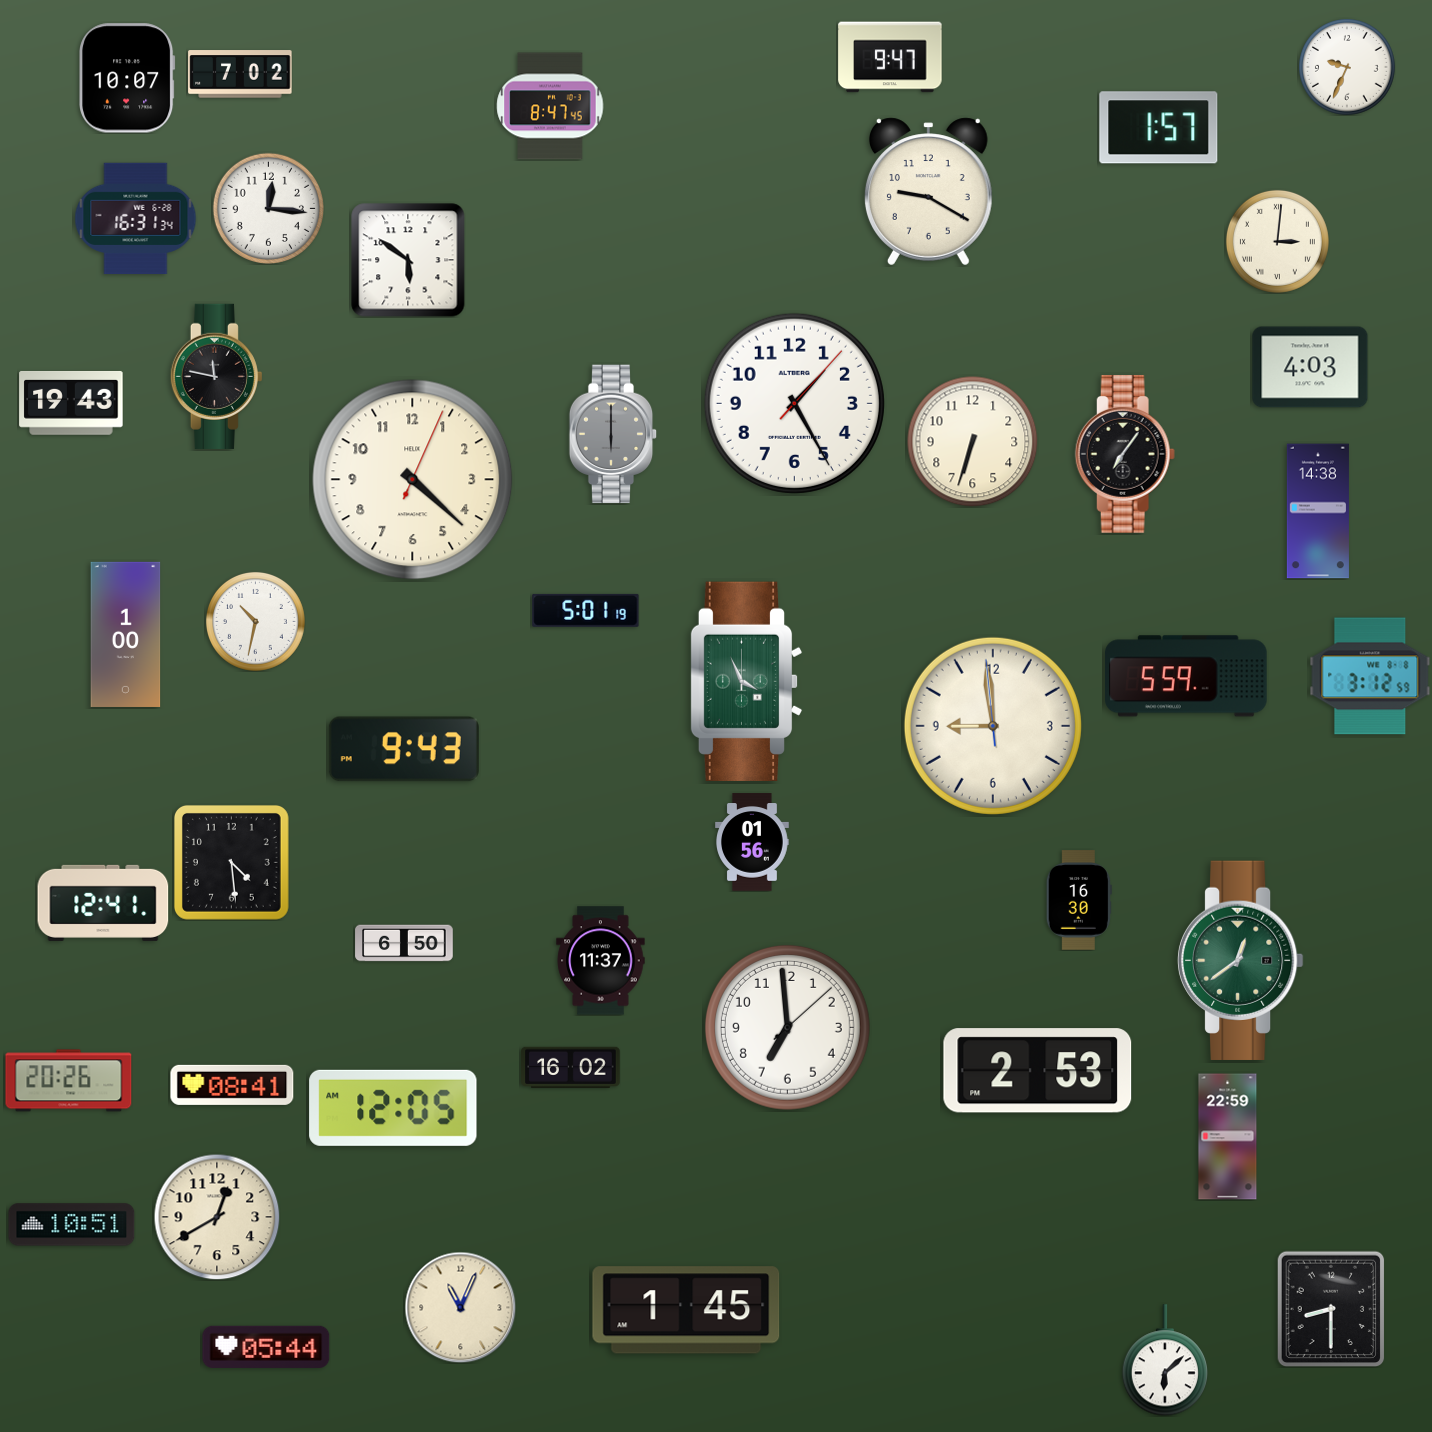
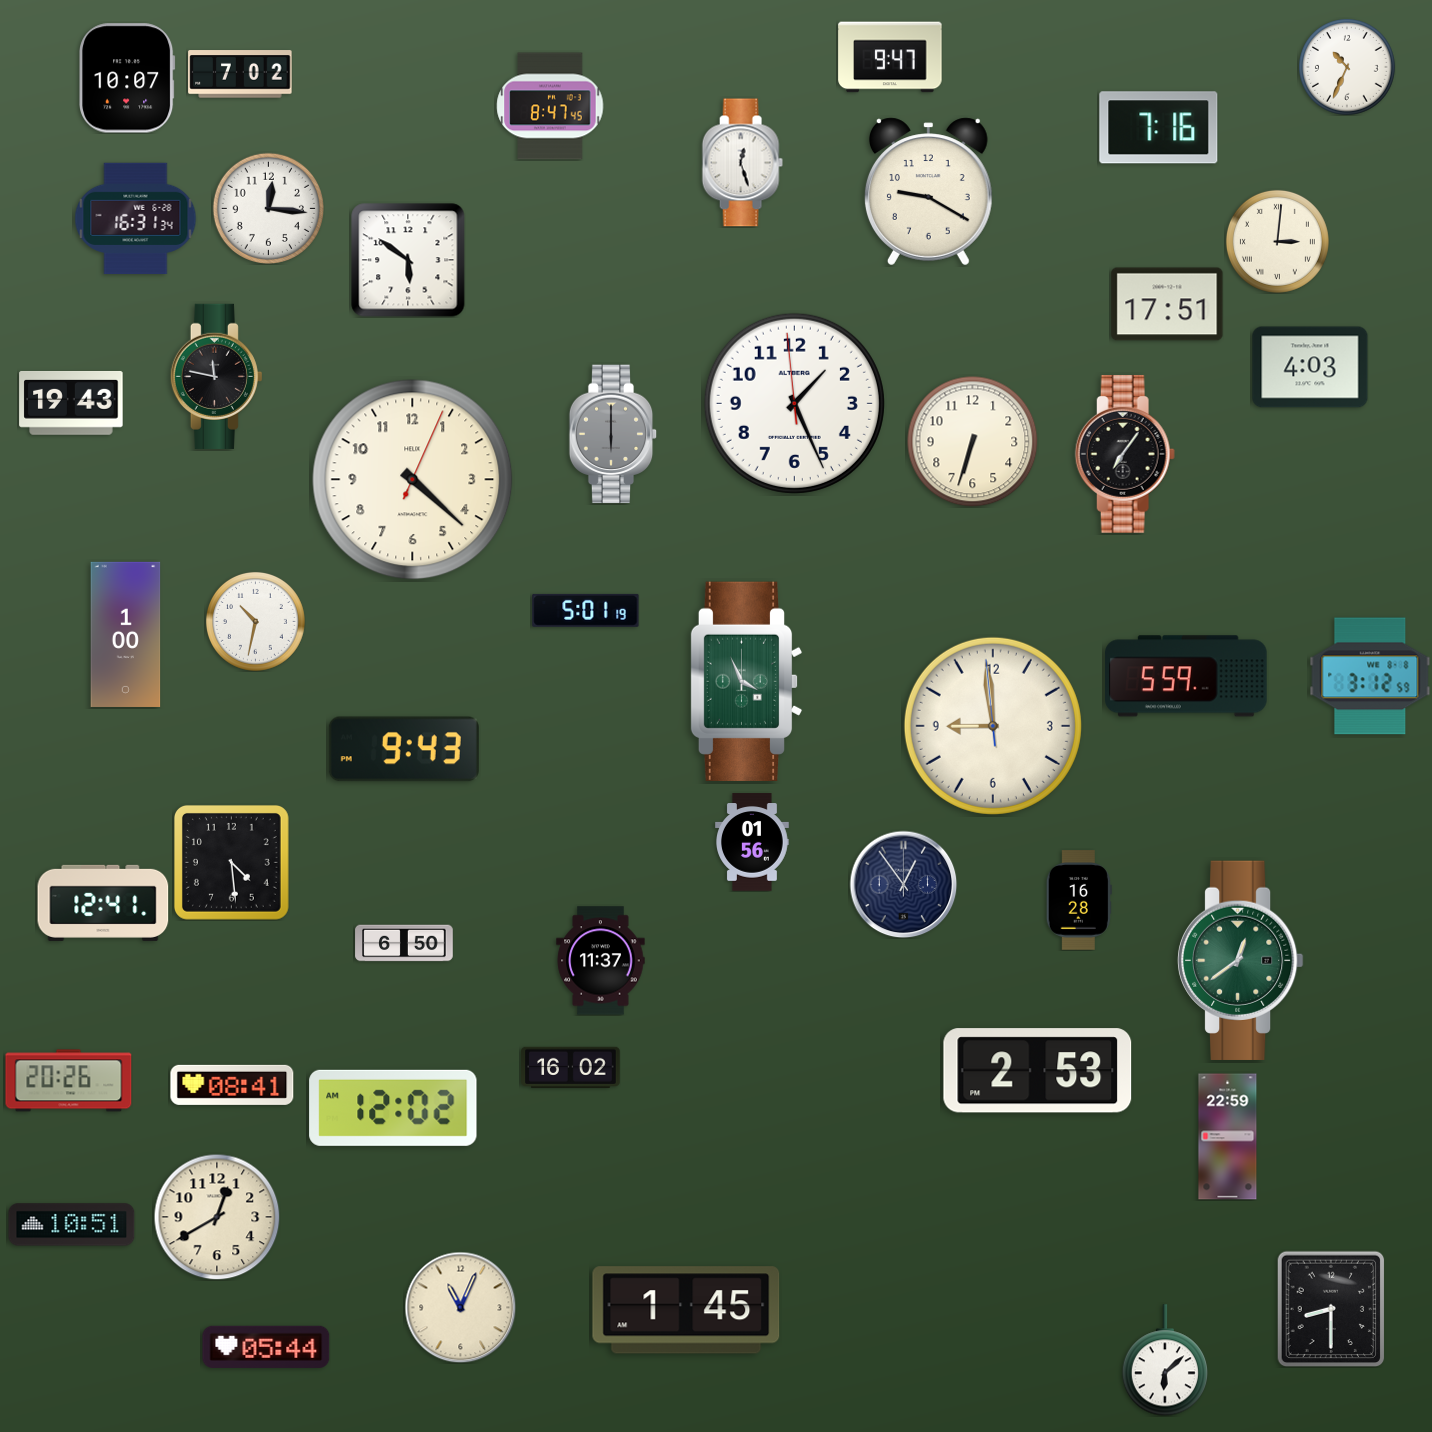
clock at (1347, 67): 9:34 -> 10:34
clock at (1159, 128): 1:57 -> 7:16
clock at (742, 163): none -> 12:27
clock at (1167, 304): none -> 17:51
clock at (794, 403): 1:25:07 -> 1:25:59
clock at (1318, 511): 14:38 -> none
clock at (903, 884): none -> 12:54
clock at (1079, 900): 16:30 -> 16:28
clock at (787, 1027): 6:59 -> none
clock at (393, 1108): 12:05 -> 12:02
